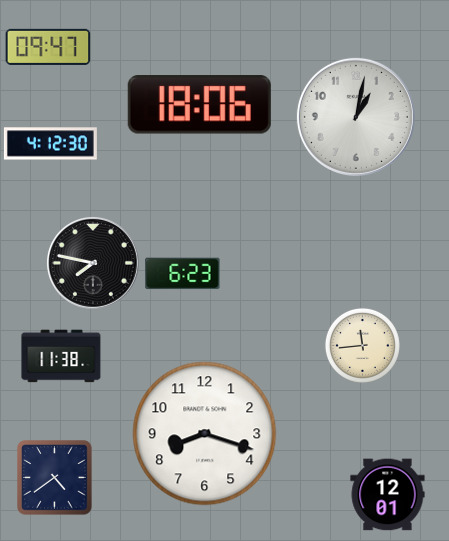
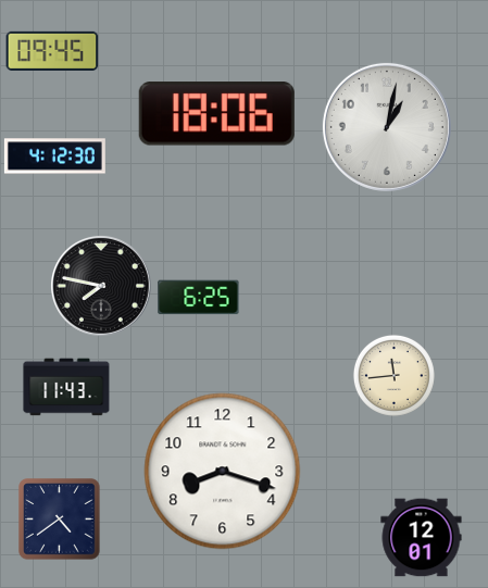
clock at (48, 47): 09:47 -> 09:45
clock at (183, 274): 6:23 -> 6:25
clock at (61, 356): 11:38 -> 11:43
